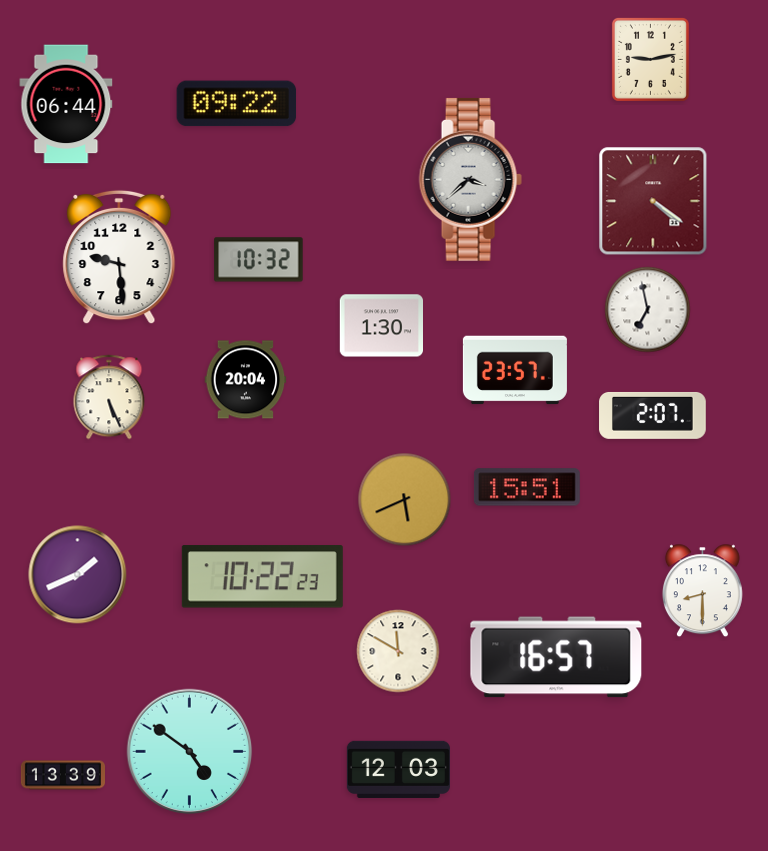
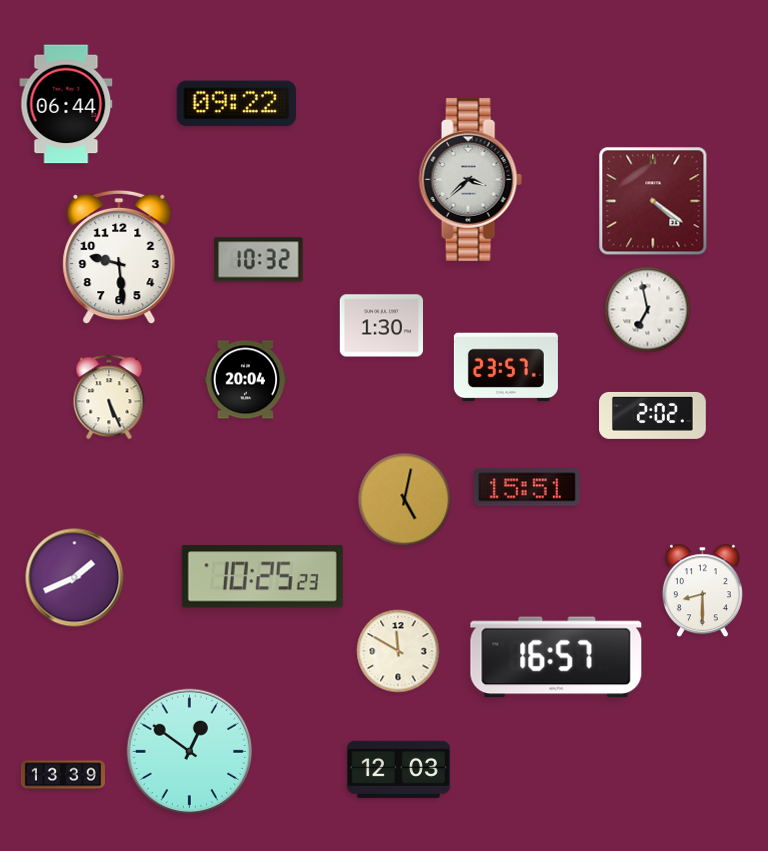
clock at (650, 59): 9:13 -> none
clock at (515, 370) position: (515, 370) -> (506, 367)
clock at (653, 415): 2:07 -> 2:02
clock at (405, 500): 5:41 -> 5:02
clock at (78, 575) position: (78, 575) -> (75, 578)
clock at (262, 577): 10:22 -> 10:25
clock at (190, 752): 4:51 -> 12:51
